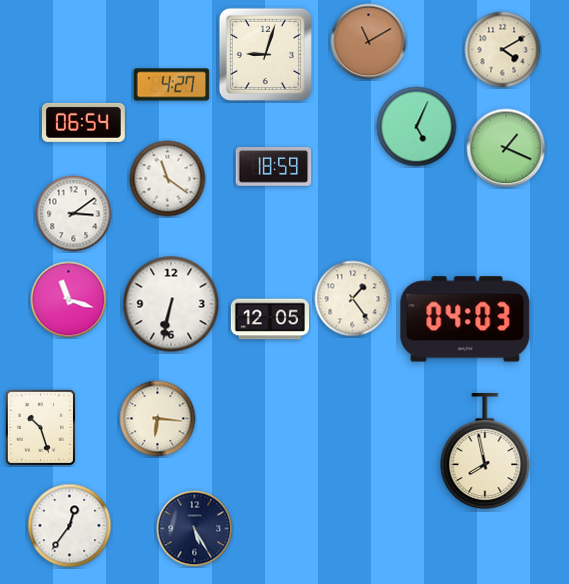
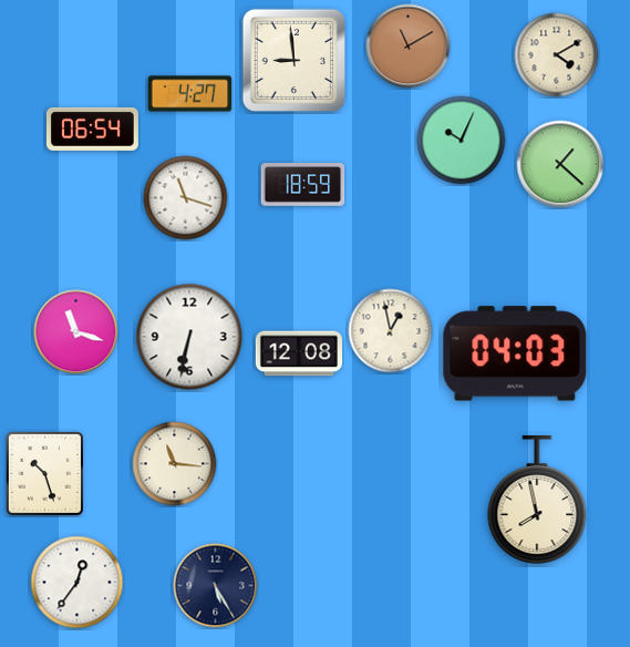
clock at (265, 54): 9:03 -> 8:59
clock at (83, 122) position: (83, 122) -> (92, 129)
clock at (417, 127): 5:04 -> 10:04
clock at (506, 148): 1:19 -> 1:22
clock at (168, 179): 11:21 -> 11:18
clock at (74, 214): 3:09 -> none
clock at (353, 299): 1:24 -> 12:58
clock at (269, 319): 12:05 -> 12:08
clock at (158, 419): 6:16 -> 11:16
